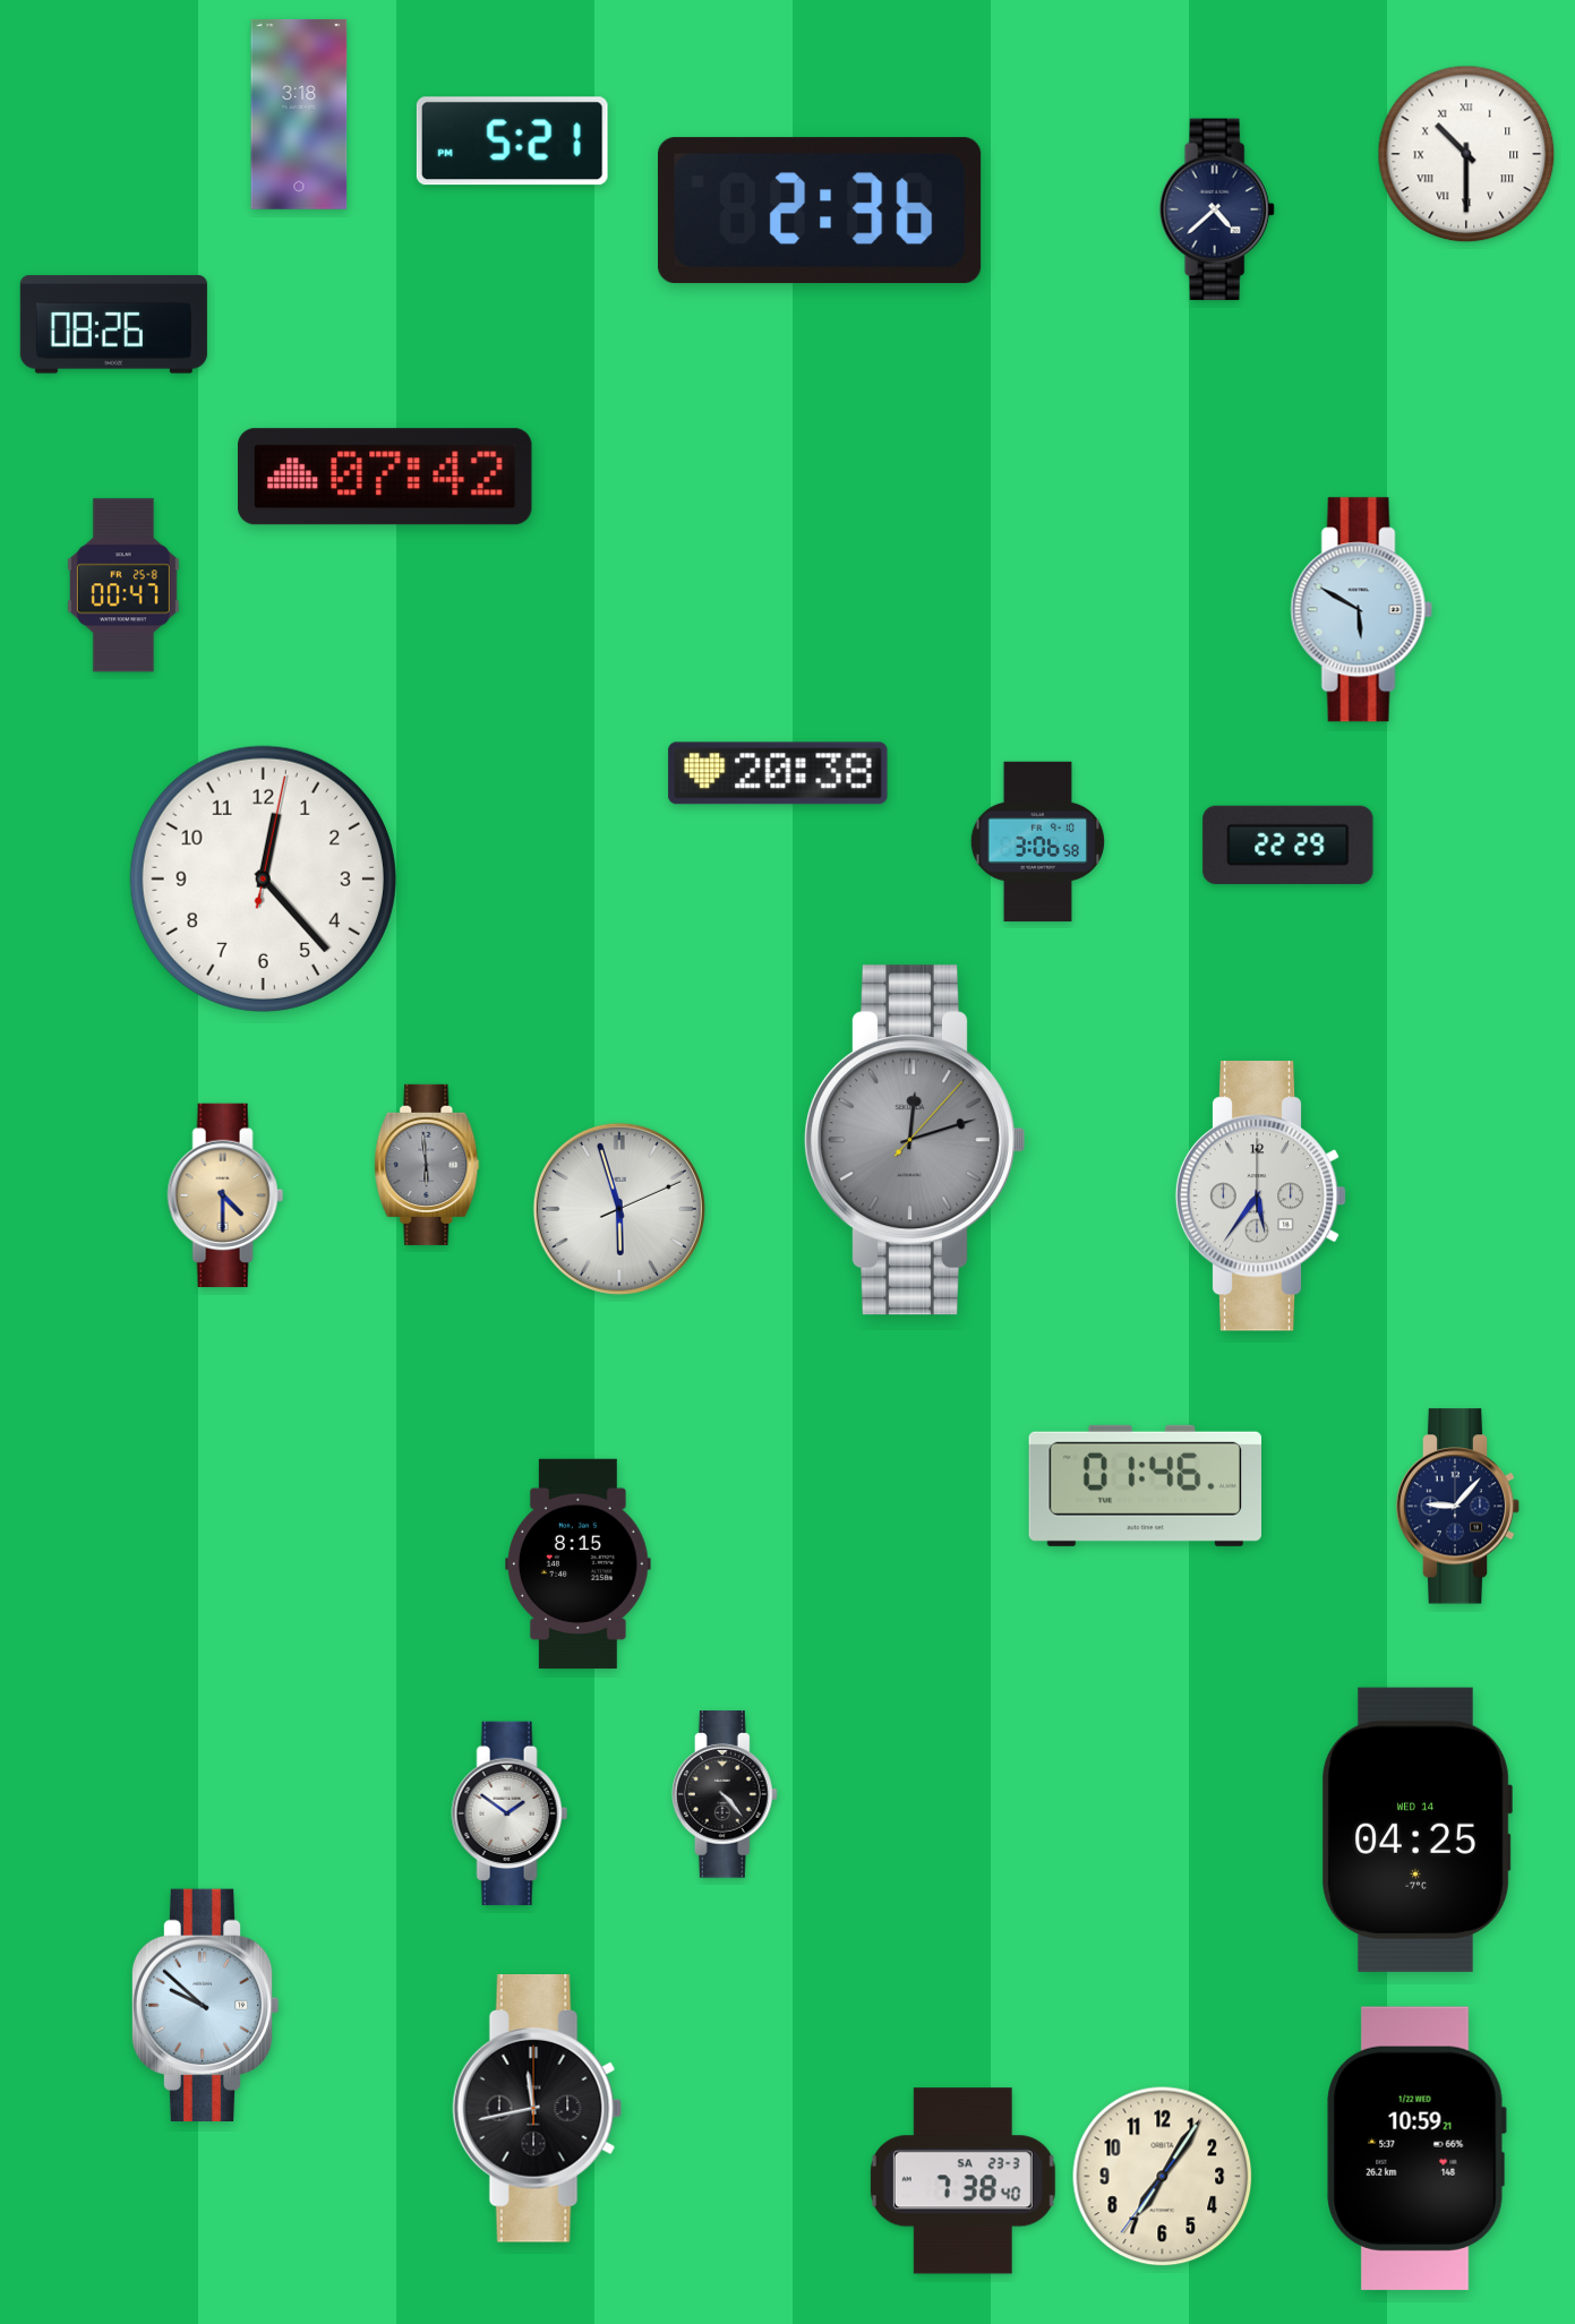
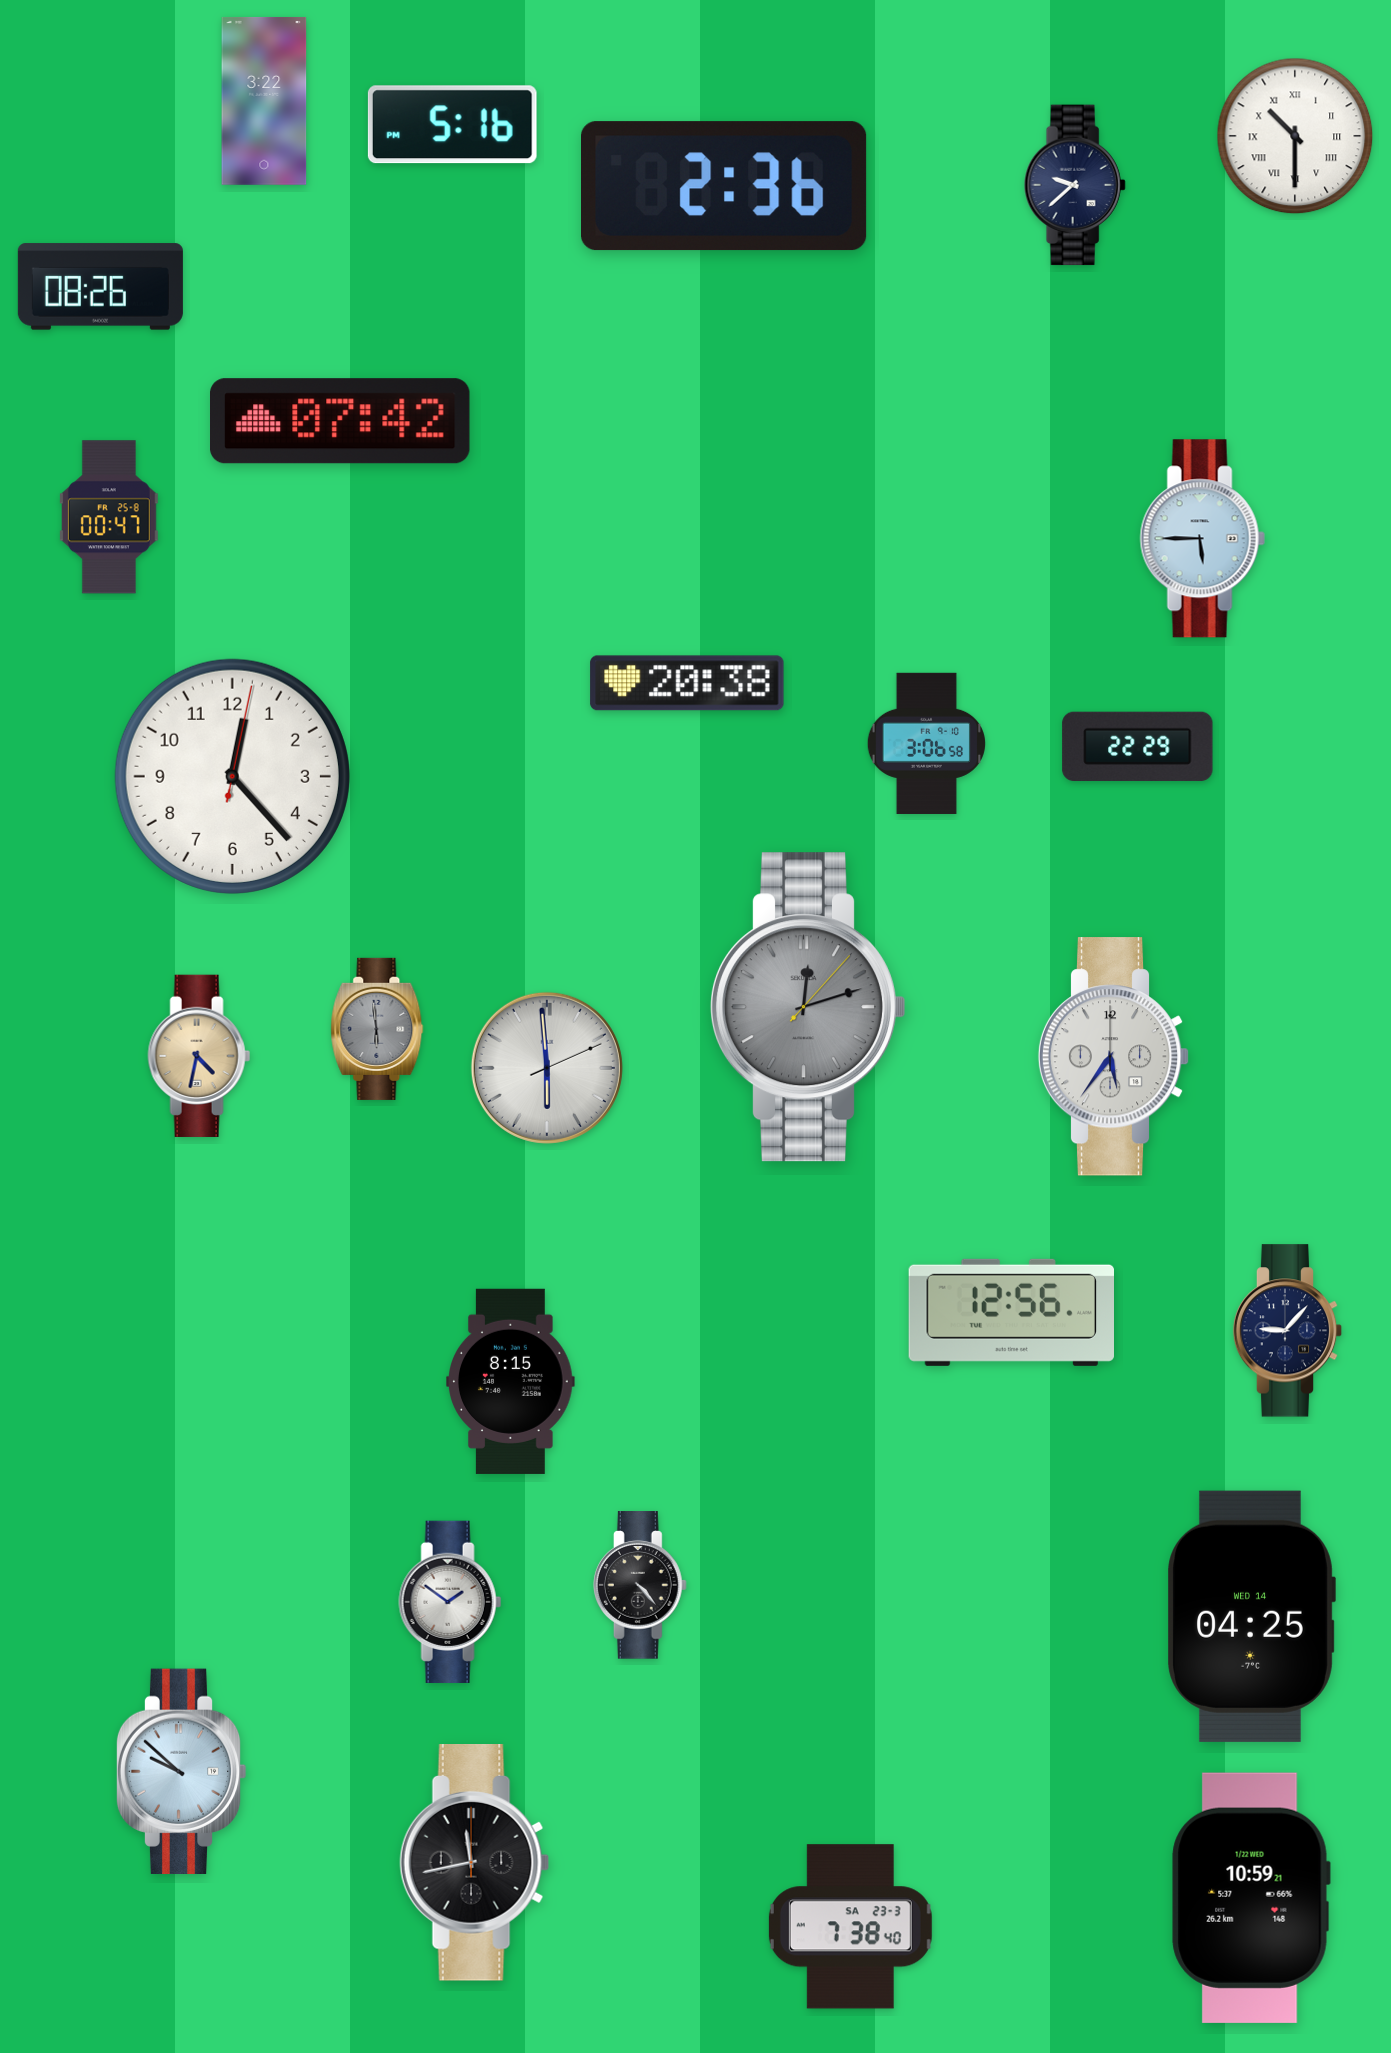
clock at (299, 114): 3:18 -> 3:22
clock at (512, 142): 5:21 -> 5:16
clock at (1217, 209): 4:38 -> 9:38
clock at (1361, 610): 5:50 -> 5:45
clock at (1037, 841) position: (1037, 841) -> (926, 743)
clock at (225, 1194): 4:30 -> 4:32
clock at (619, 1209): 5:57 -> 5:59
clock at (1145, 1485): 01:46 -> 12:56
clock at (1163, 2177): 7:05 -> none
